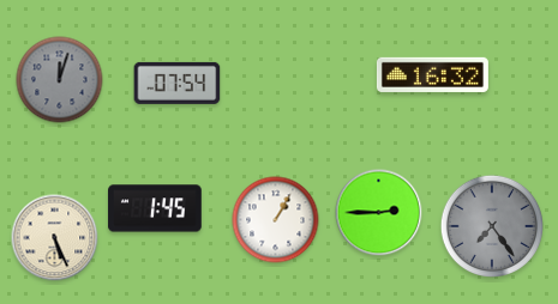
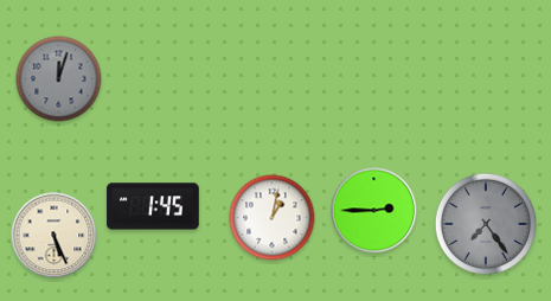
clock at (432, 74): 16:32 -> none
clock at (178, 83): 07:54 -> none
clock at (276, 220): 1:05 -> 1:02
